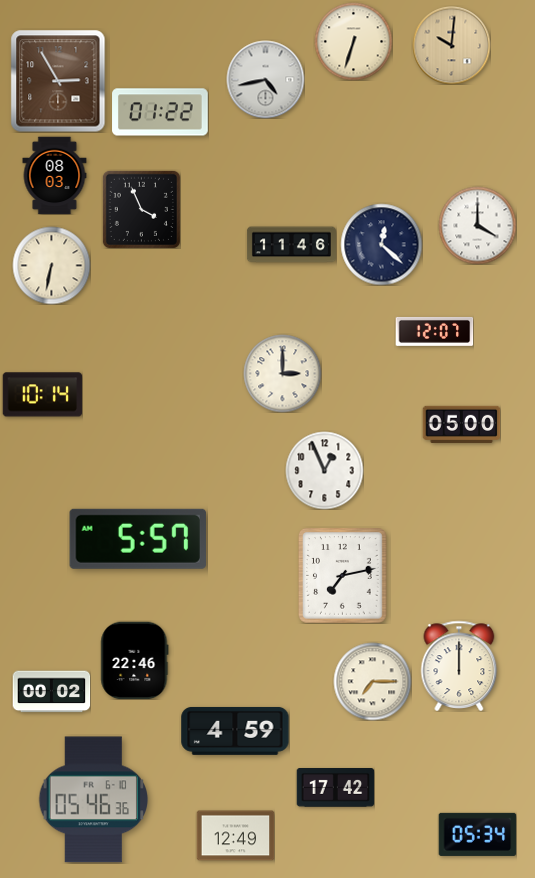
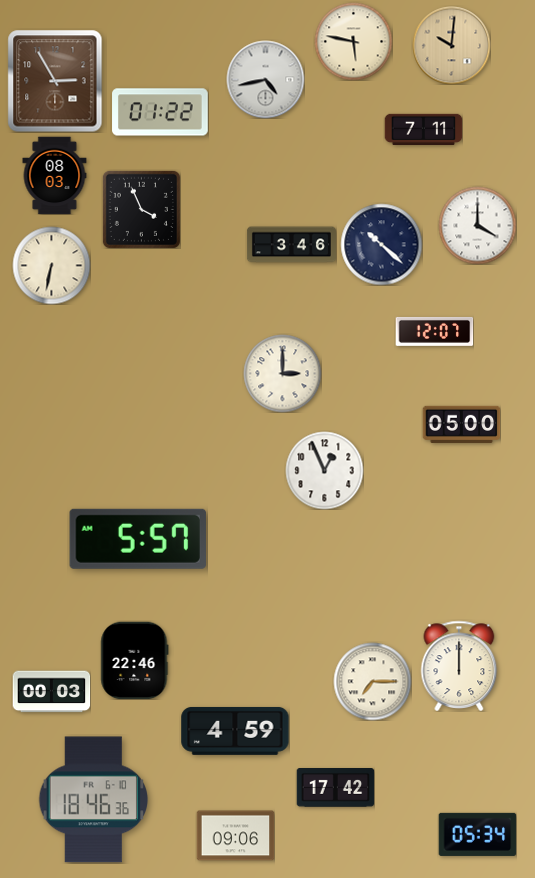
clock at (353, 41): 6:33 -> 5:47
clock at (58, 81) position: (58, 81) -> (55, 81)
clock at (423, 129): none -> 7:11
clock at (381, 244): 12:22 -> 10:22
clock at (291, 245): 11:46 -> 3:46
clock at (42, 395): 10:14 -> none
clock at (343, 575): 7:13 -> none
clock at (51, 692): 00:02 -> 00:03
clock at (94, 800): 05:46 -> 18:46
clock at (235, 836): 12:49 -> 09:06
